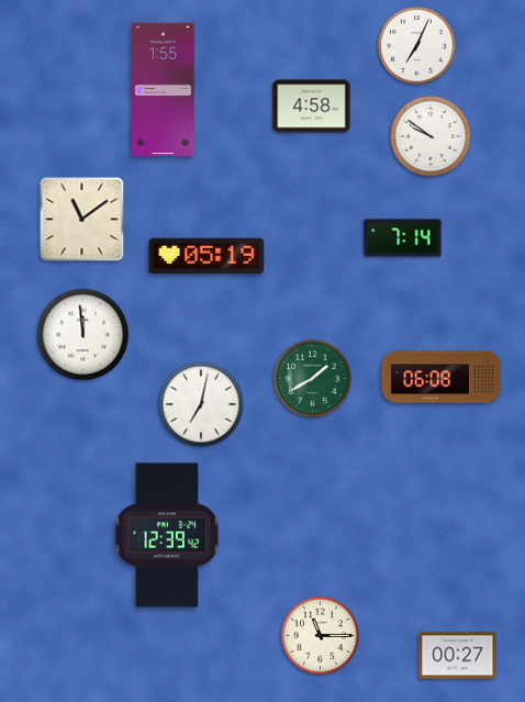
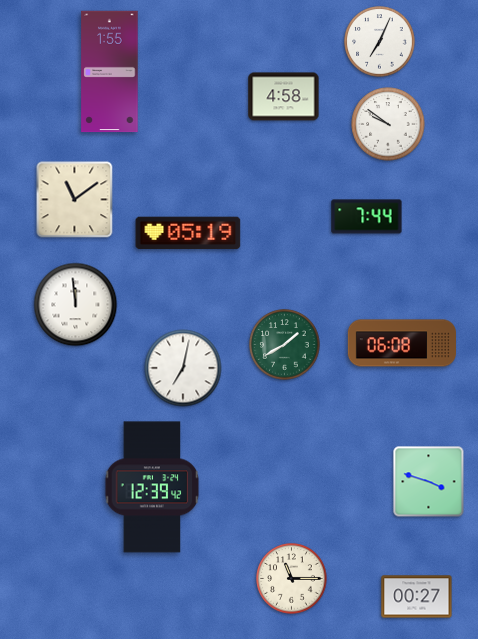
clock at (164, 90) position: (164, 90) -> (110, 72)
clock at (431, 136) position: (431, 136) -> (388, 124)
clock at (403, 238): 7:14 -> 7:44
clock at (429, 482): none -> 3:48
